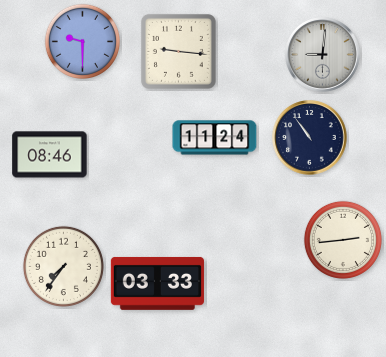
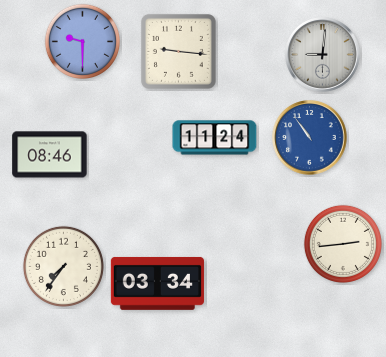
clock at (310, 138) dial: navy -> blue
clock at (343, 240) position: (343, 240) -> (343, 244)
clock at (157, 283): 03:33 -> 03:34
